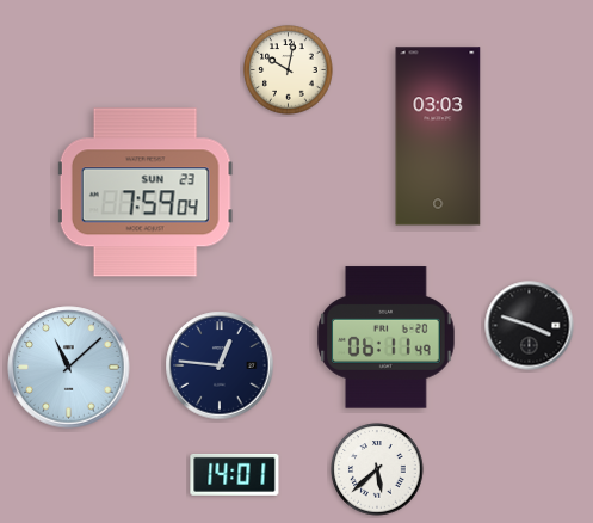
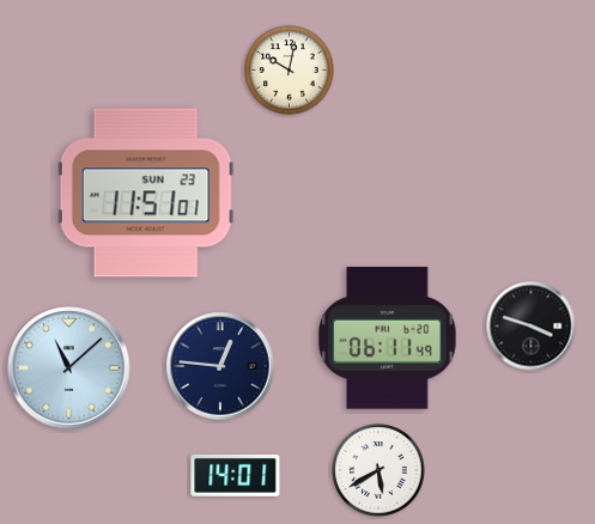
clock at (438, 136): 03:03 -> none
clock at (146, 192): 7:59 -> 11:51
clock at (377, 469): 5:38 -> 5:40
